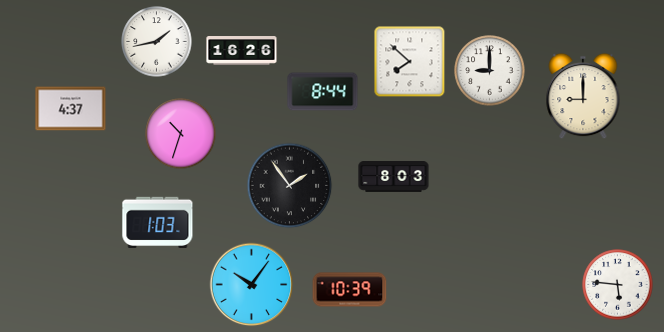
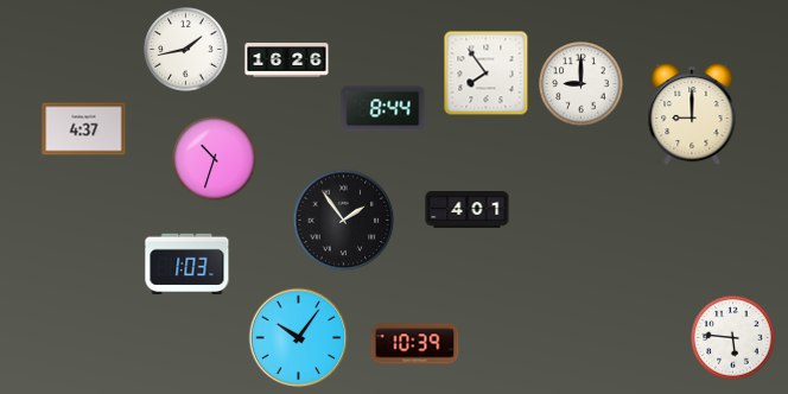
clock at (410, 62): 7:52 -> 7:54
clock at (394, 177): 8:03 -> 4:01
